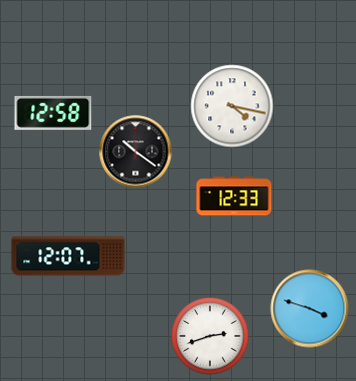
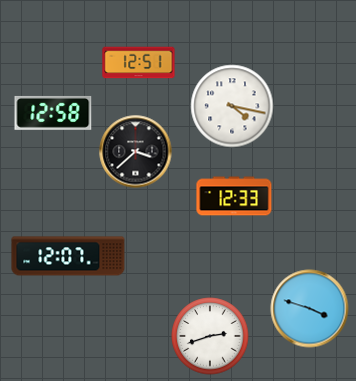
clock at (139, 63): none -> 12:51
clock at (136, 152): 10:21 -> 3:38
